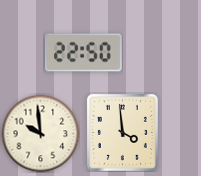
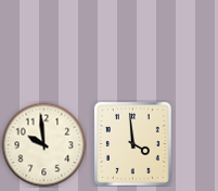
clock at (83, 53): 22:50 -> none
